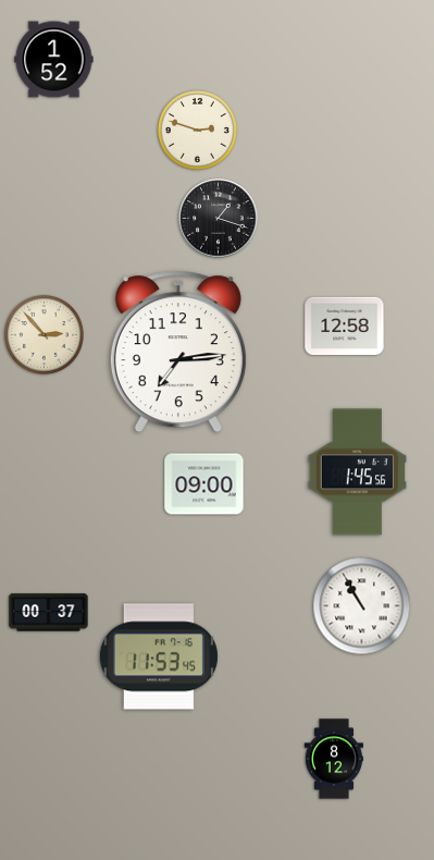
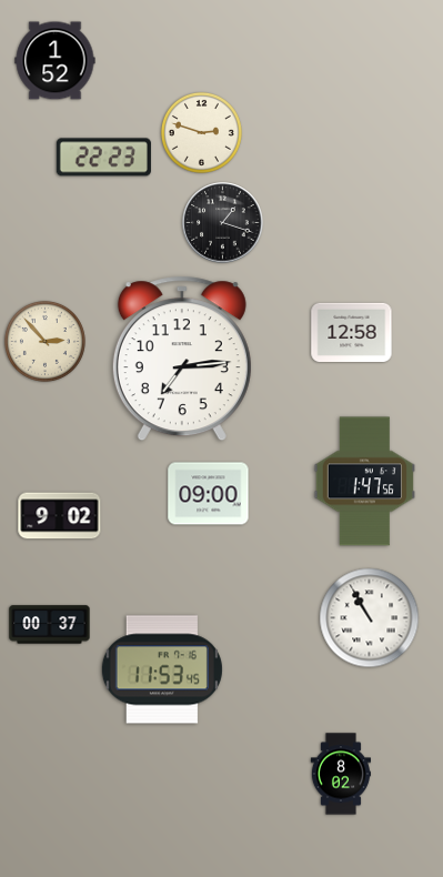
clock at (103, 158): none -> 22:23
clock at (357, 472): 1:45 -> 1:47
clock at (60, 516): none -> 9:02
clock at (334, 759): 8:12 -> 8:02
